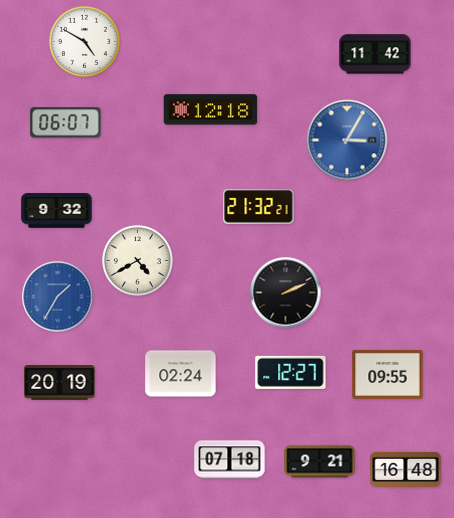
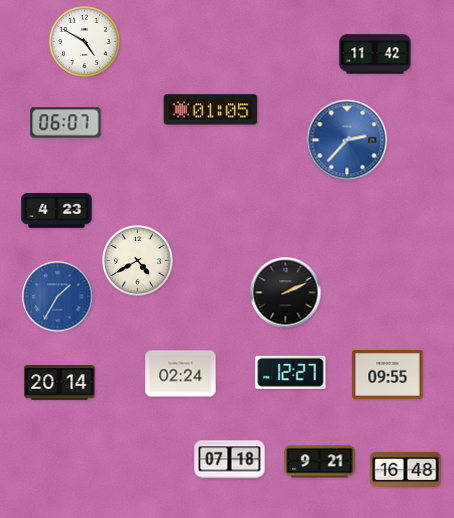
clock at (211, 110): 12:18 -> 01:05
clock at (347, 140): 3:05 -> 2:37
clock at (259, 207): 21:32 -> none
clock at (57, 211): 9:32 -> 4:23
clock at (60, 383): 20:19 -> 20:14
